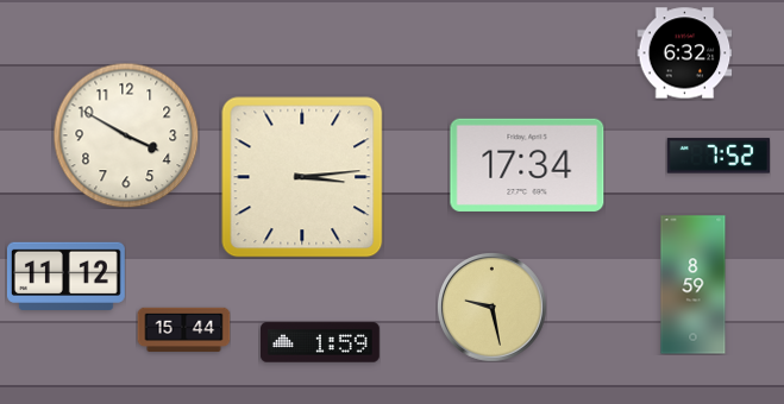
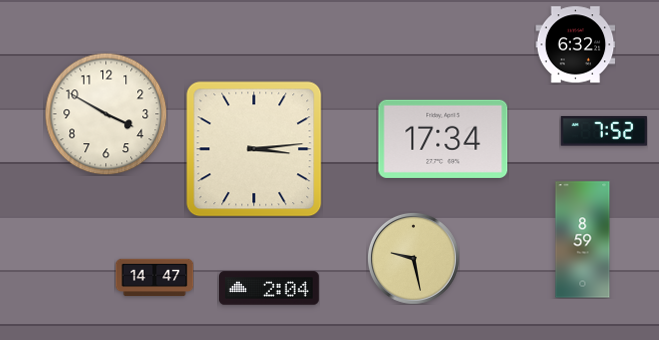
clock at (65, 276): 11:12 -> none
clock at (183, 330): 15:44 -> 14:47
clock at (321, 342): 1:59 -> 2:04
